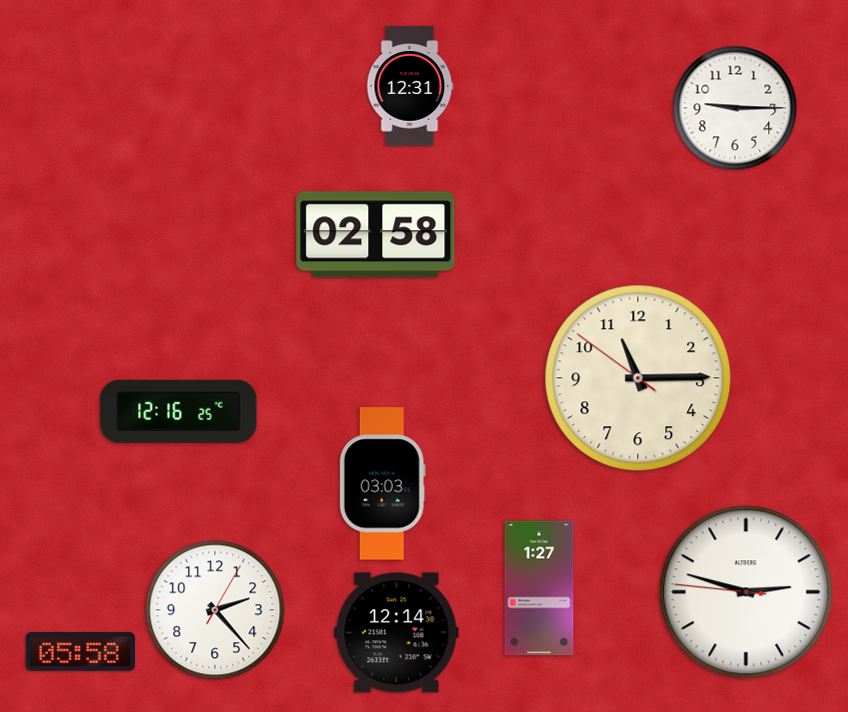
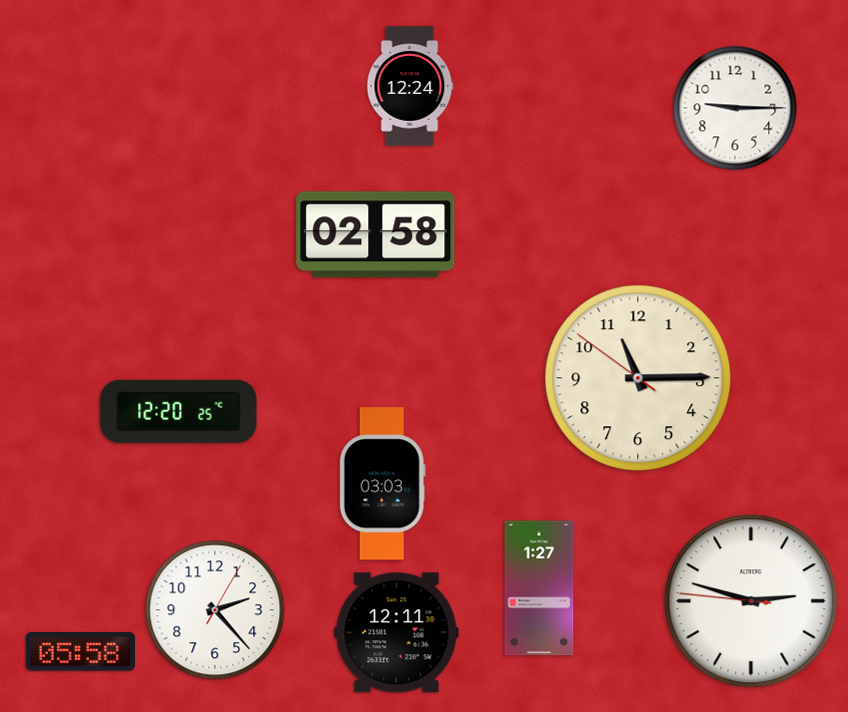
clock at (410, 86): 12:31 -> 12:24
clock at (179, 411): 12:16 -> 12:20
clock at (746, 592) position: (746, 592) -> (751, 601)
clock at (397, 633): 12:14 -> 12:11
